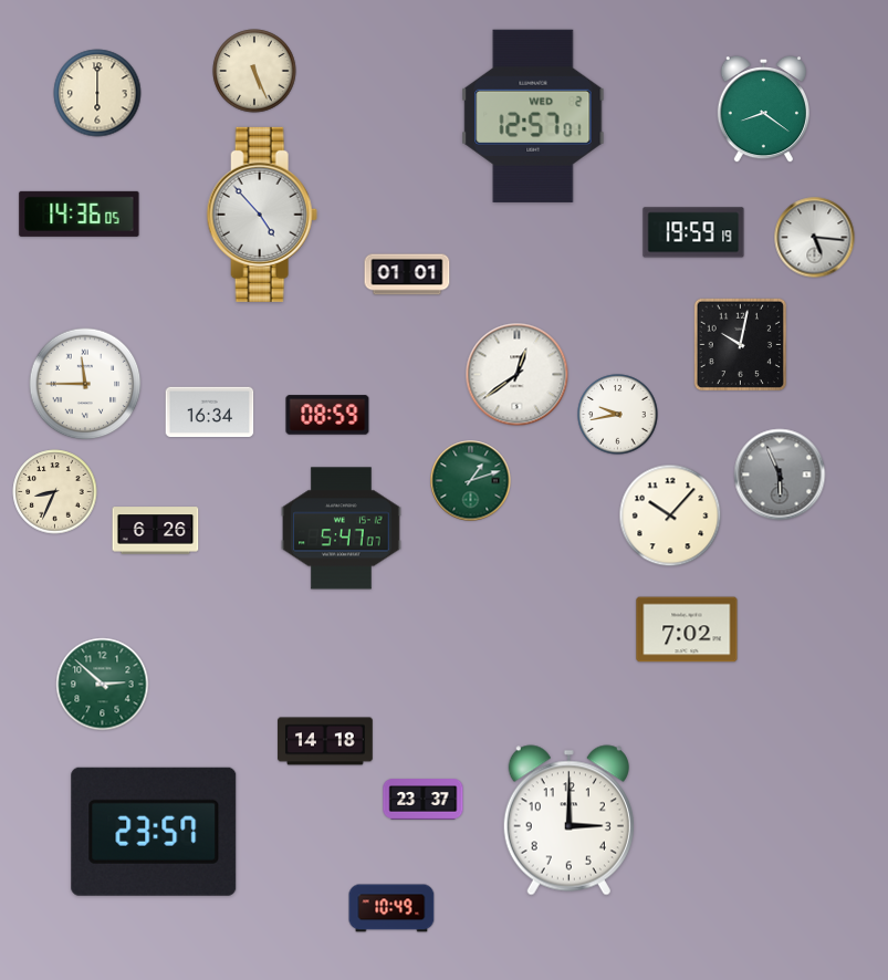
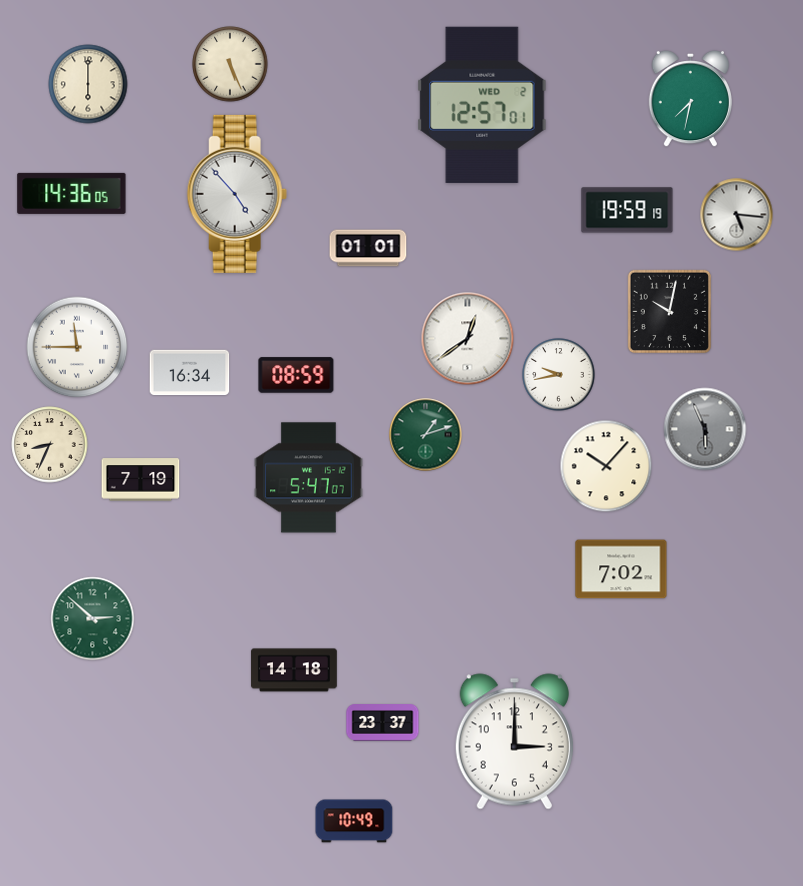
clock at (763, 110): 8:21 -> 7:32
clock at (156, 531): 6:26 -> 7:19
clock at (154, 832): 23:57 -> none
